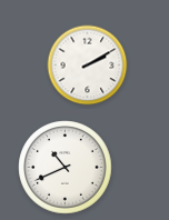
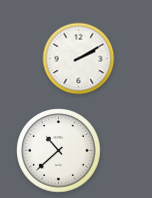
clock at (66, 168): 10:41 -> 10:38
